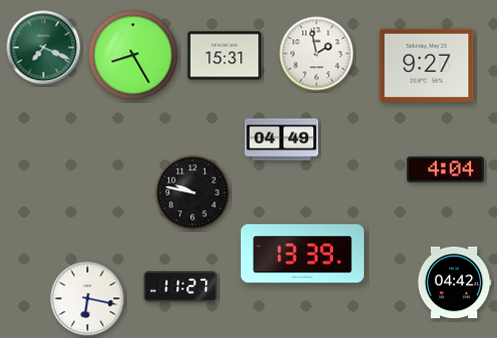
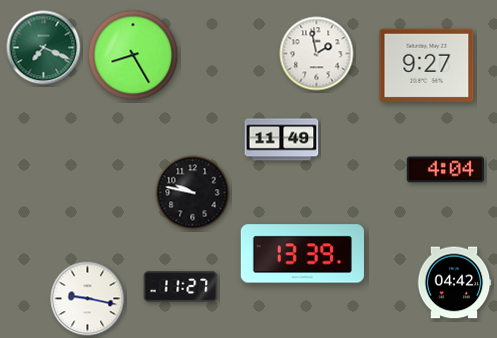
clock at (225, 56): 15:31 -> none
clock at (282, 140): 04:49 -> 11:49
clock at (88, 299): 6:17 -> 9:17
